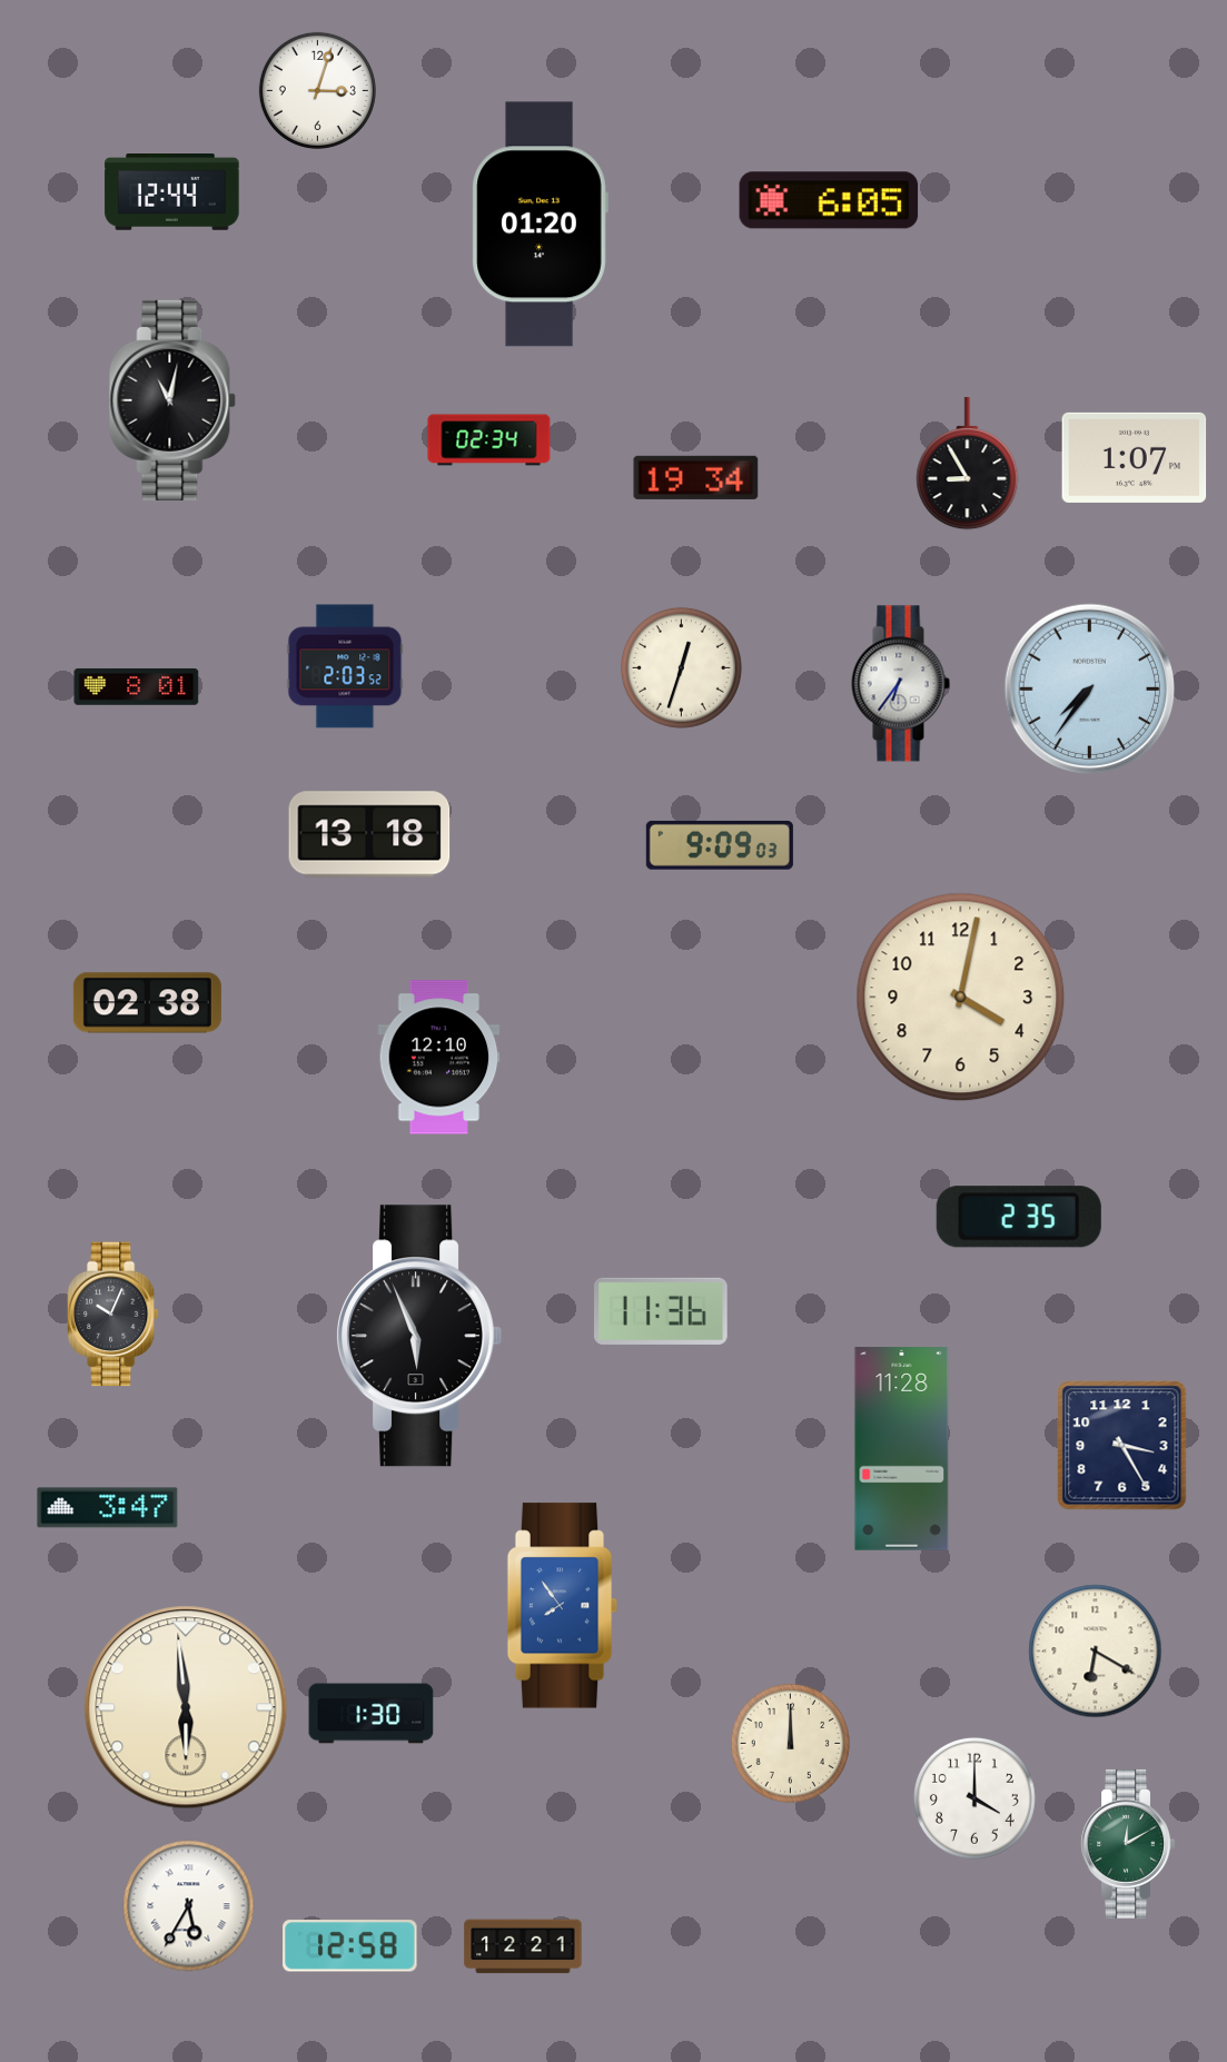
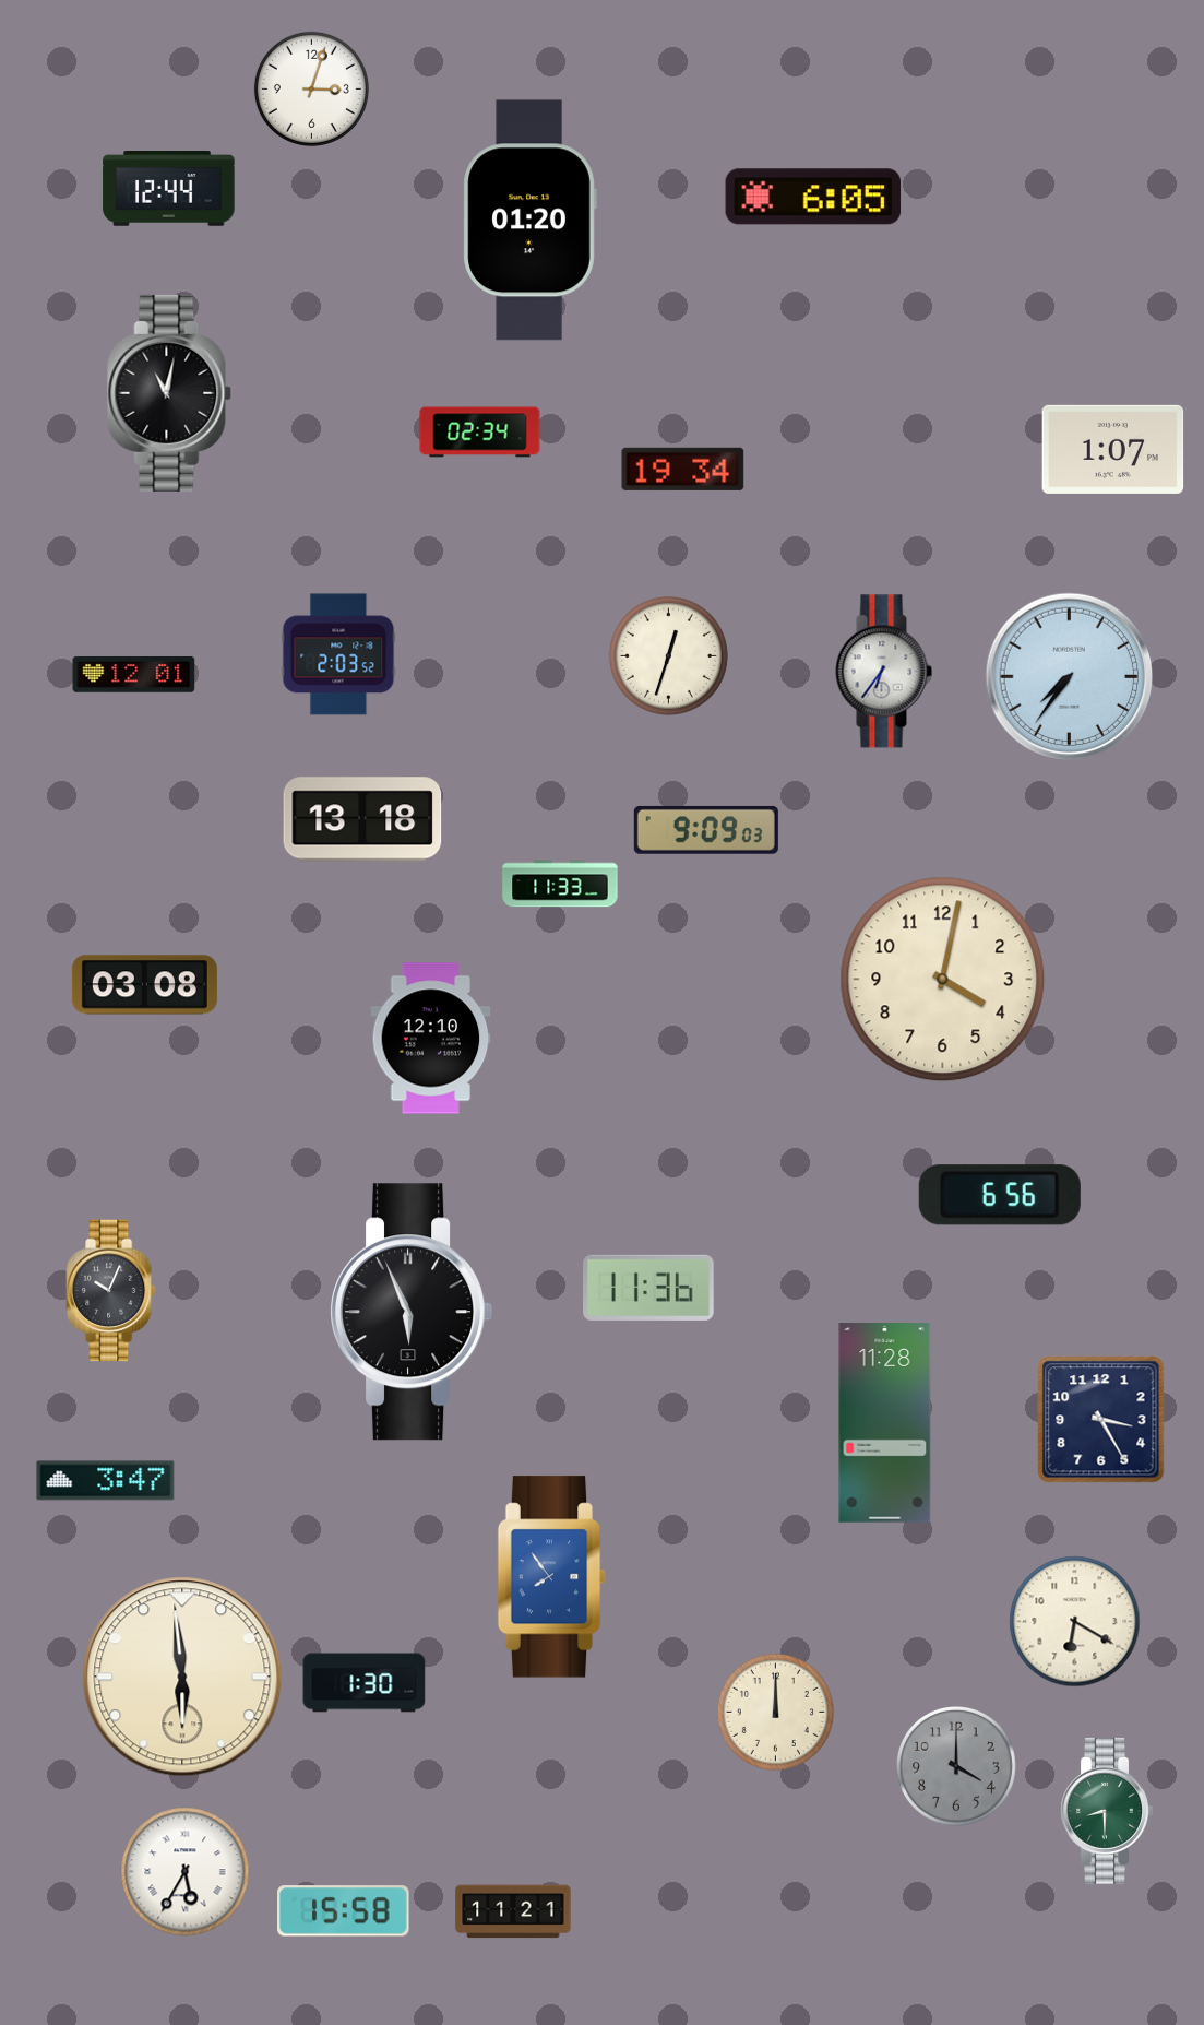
clock at (968, 464): 8:55 -> none
clock at (137, 686): 8:01 -> 12:01
clock at (560, 884): none -> 11:33
clock at (147, 1003): 02:38 -> 03:08
clock at (1019, 1217): 2:35 -> 6:56
clock at (974, 1798) dial: white -> grey
clock at (1127, 1844): 12:10 -> 8:30
clock at (350, 1946): 12:58 -> 15:58
clock at (523, 1946): 12:21 -> 11:21
